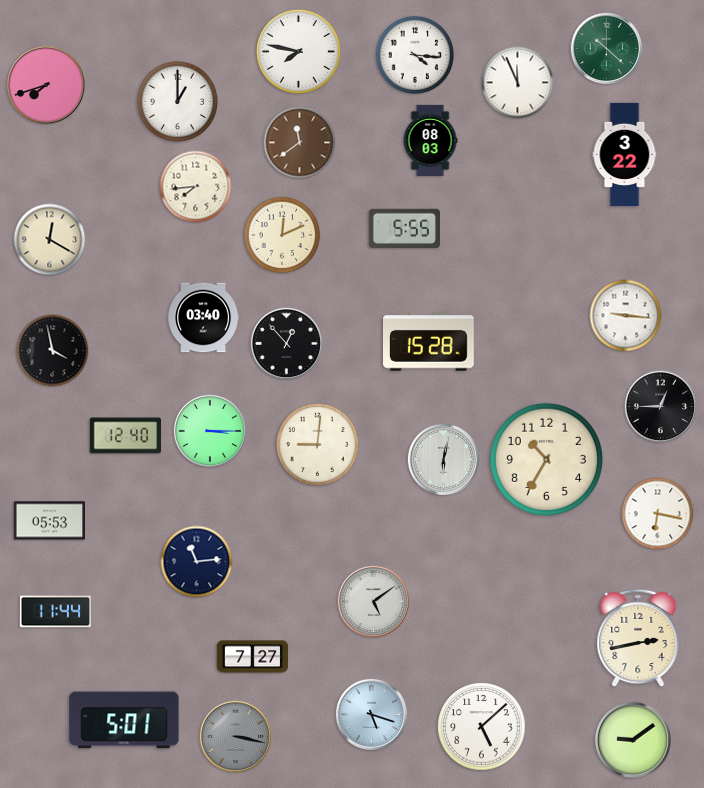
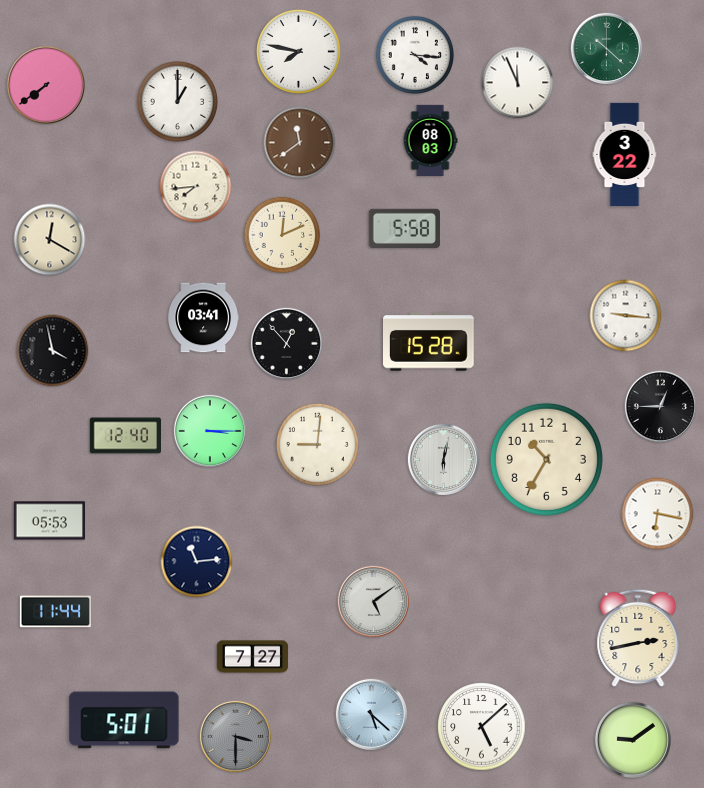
clock at (46, 85): 7:42 -> 7:39
clock at (404, 228): 5:55 -> 5:58
clock at (203, 318): 03:40 -> 03:41
clock at (372, 715): 5:18 -> 5:22
clock at (236, 737): 3:17 -> 3:30
